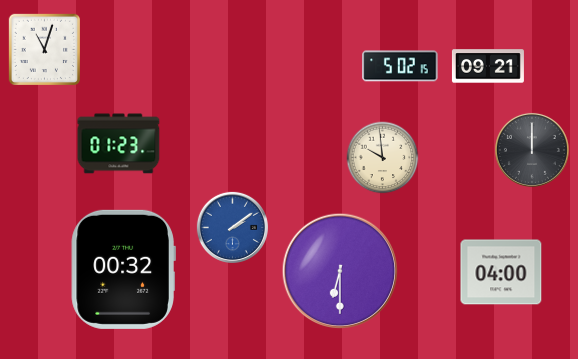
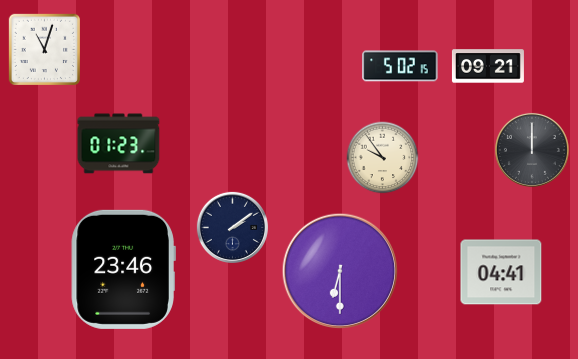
clock at (383, 158): 9:59 -> 9:54
clock at (232, 227) dial: blue -> navy
clock at (123, 269): 00:32 -> 23:46
clock at (501, 272): 04:00 -> 04:41
